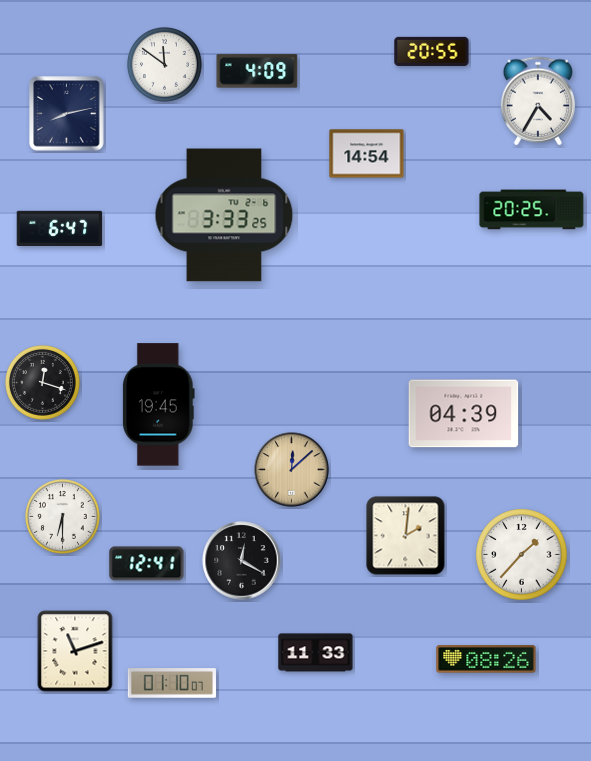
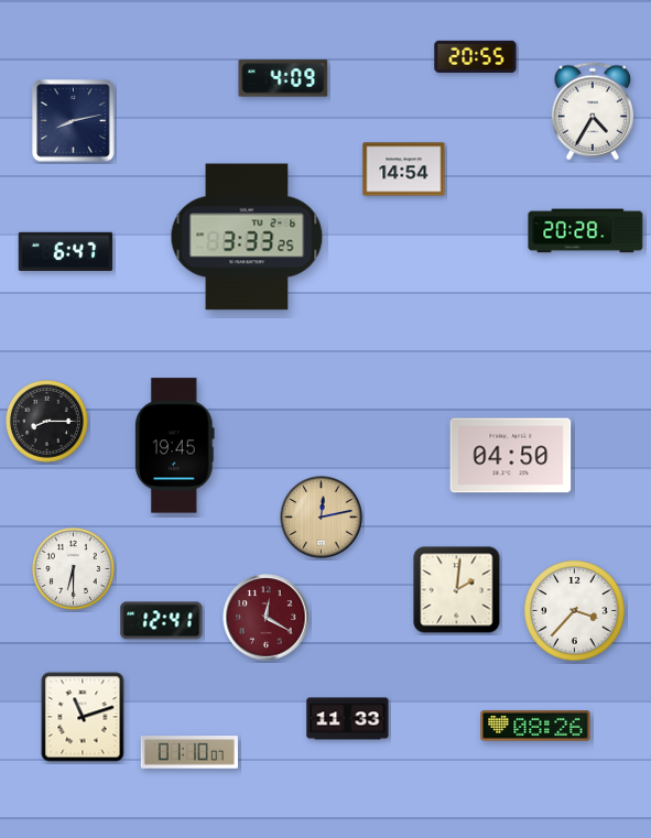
clock at (165, 65): 11:51 -> none
clock at (67, 114) position: (67, 114) -> (74, 121)
clock at (532, 210): 20:25 -> 20:28
clock at (43, 383): 12:18 -> 8:15
clock at (464, 414): 04:39 -> 04:50
clock at (292, 470): 12:08 -> 12:13
clock at (63, 517) position: (63, 517) -> (74, 569)
clock at (406, 536) position: (406, 536) -> (457, 590)
clock at (522, 555): 1:37 -> 3:37
clock at (242, 561) dial: black -> burgundy
